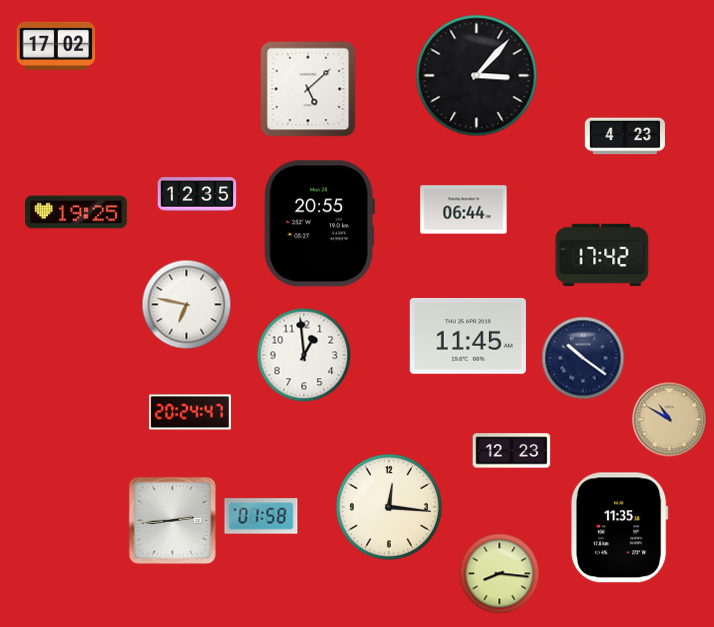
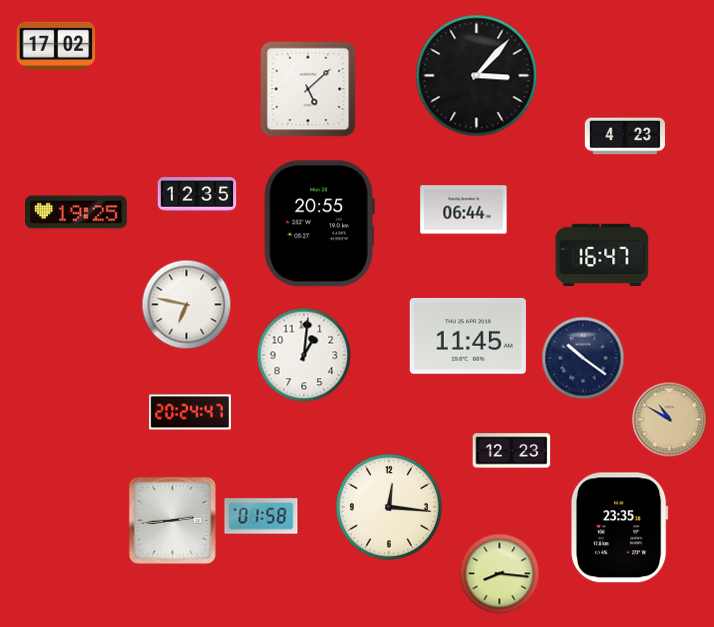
clock at (602, 254): 17:42 -> 16:47
clock at (304, 355): 12:59 -> 1:01
clock at (619, 528): 11:35 -> 23:35
